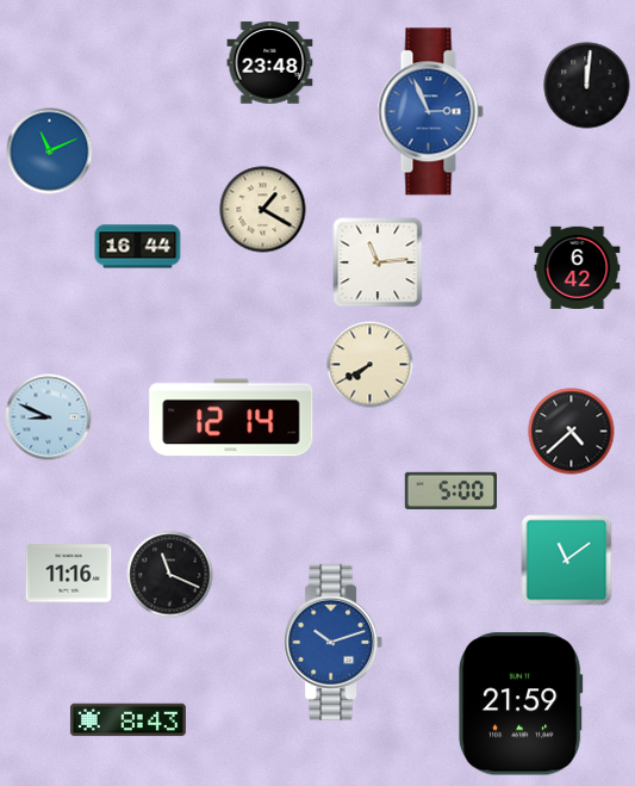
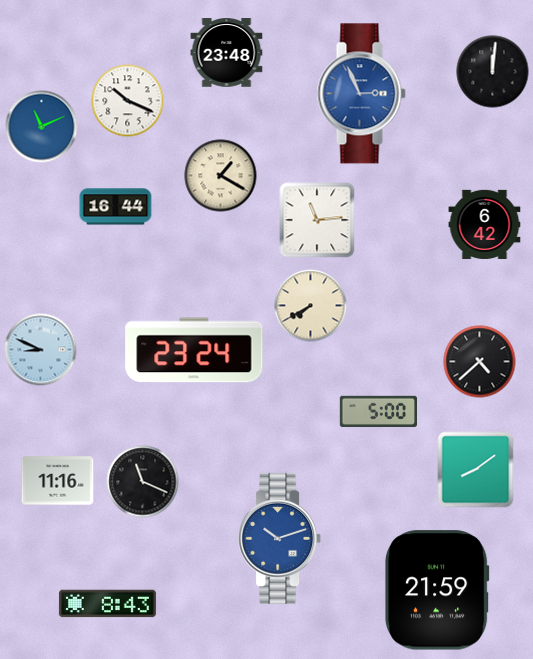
clock at (128, 101): none -> 10:19
clock at (231, 417): 12:14 -> 23:24
clock at (567, 561): 11:09 -> 8:09
